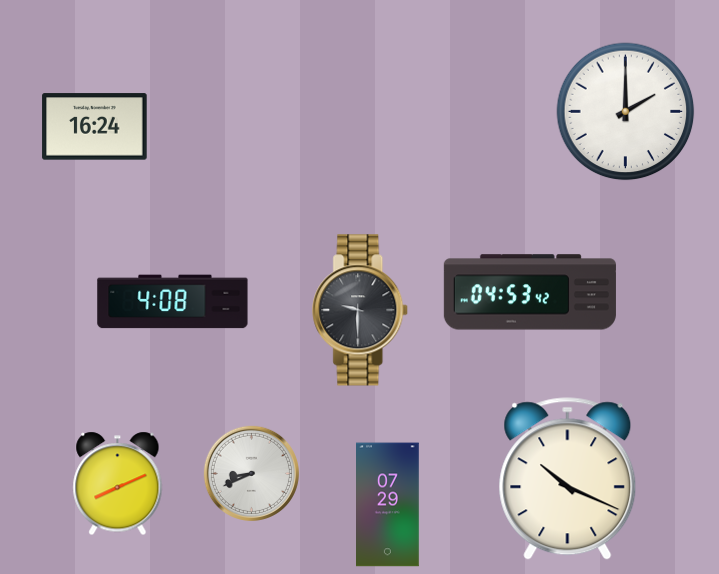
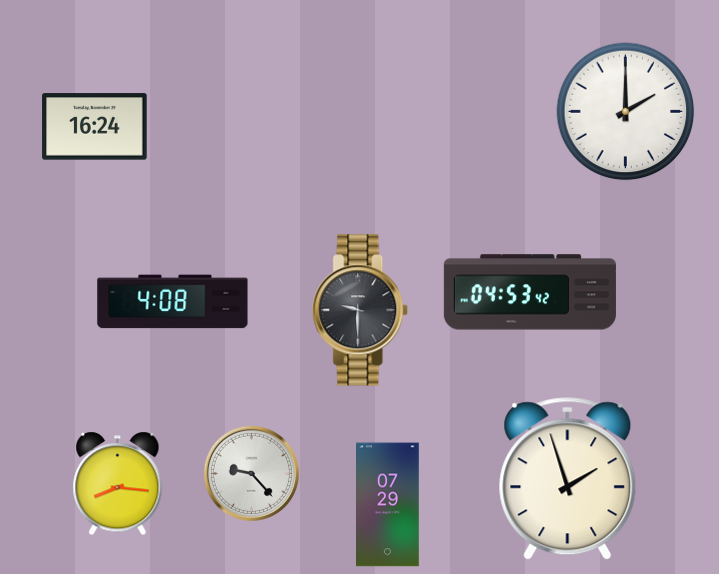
clock at (251, 473): 8:41 -> 9:23
clock at (568, 479): 10:19 -> 1:57
clock at (118, 484): 8:11 -> 8:16
